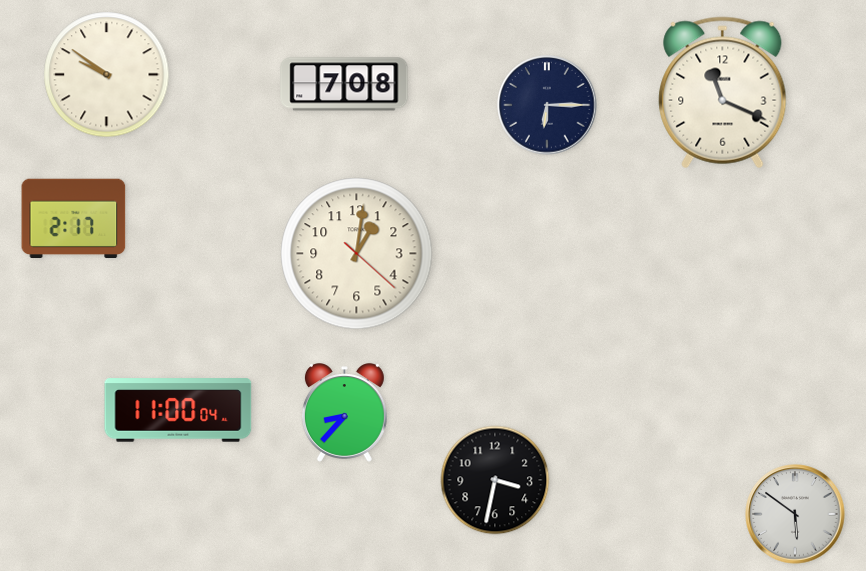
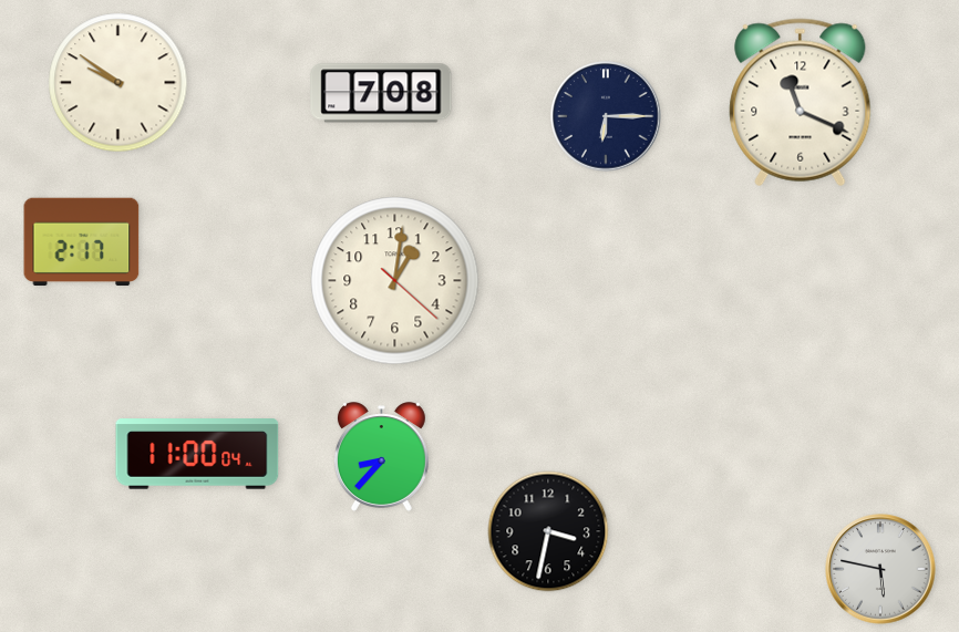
clock at (795, 514): 5:51 -> 5:47
